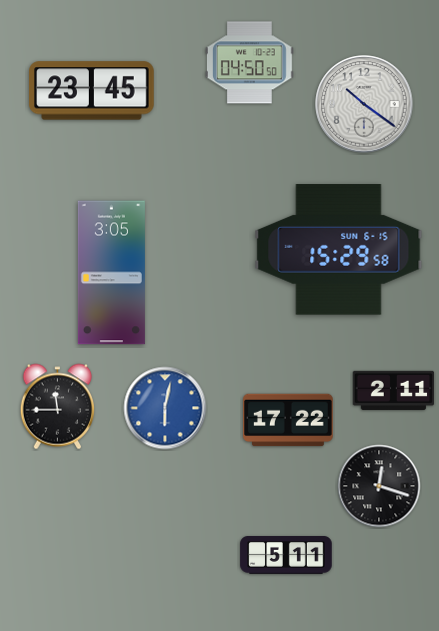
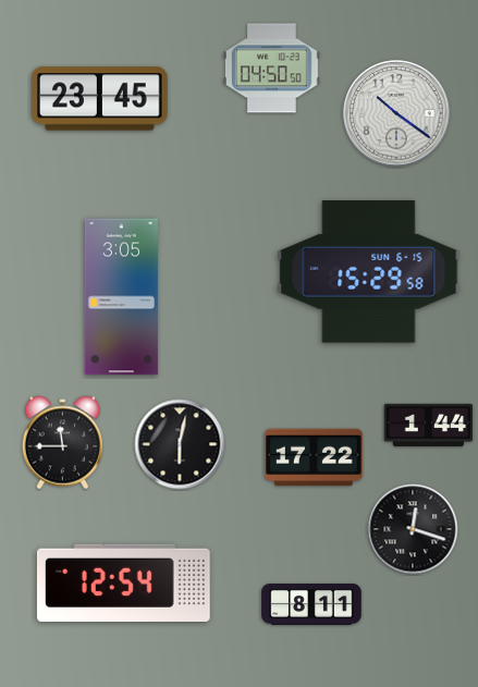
clock at (394, 390): 2:11 -> 1:44
clock at (165, 408) dial: blue -> black
clock at (123, 582): none -> 12:54
clock at (286, 556): 5:11 -> 8:11
